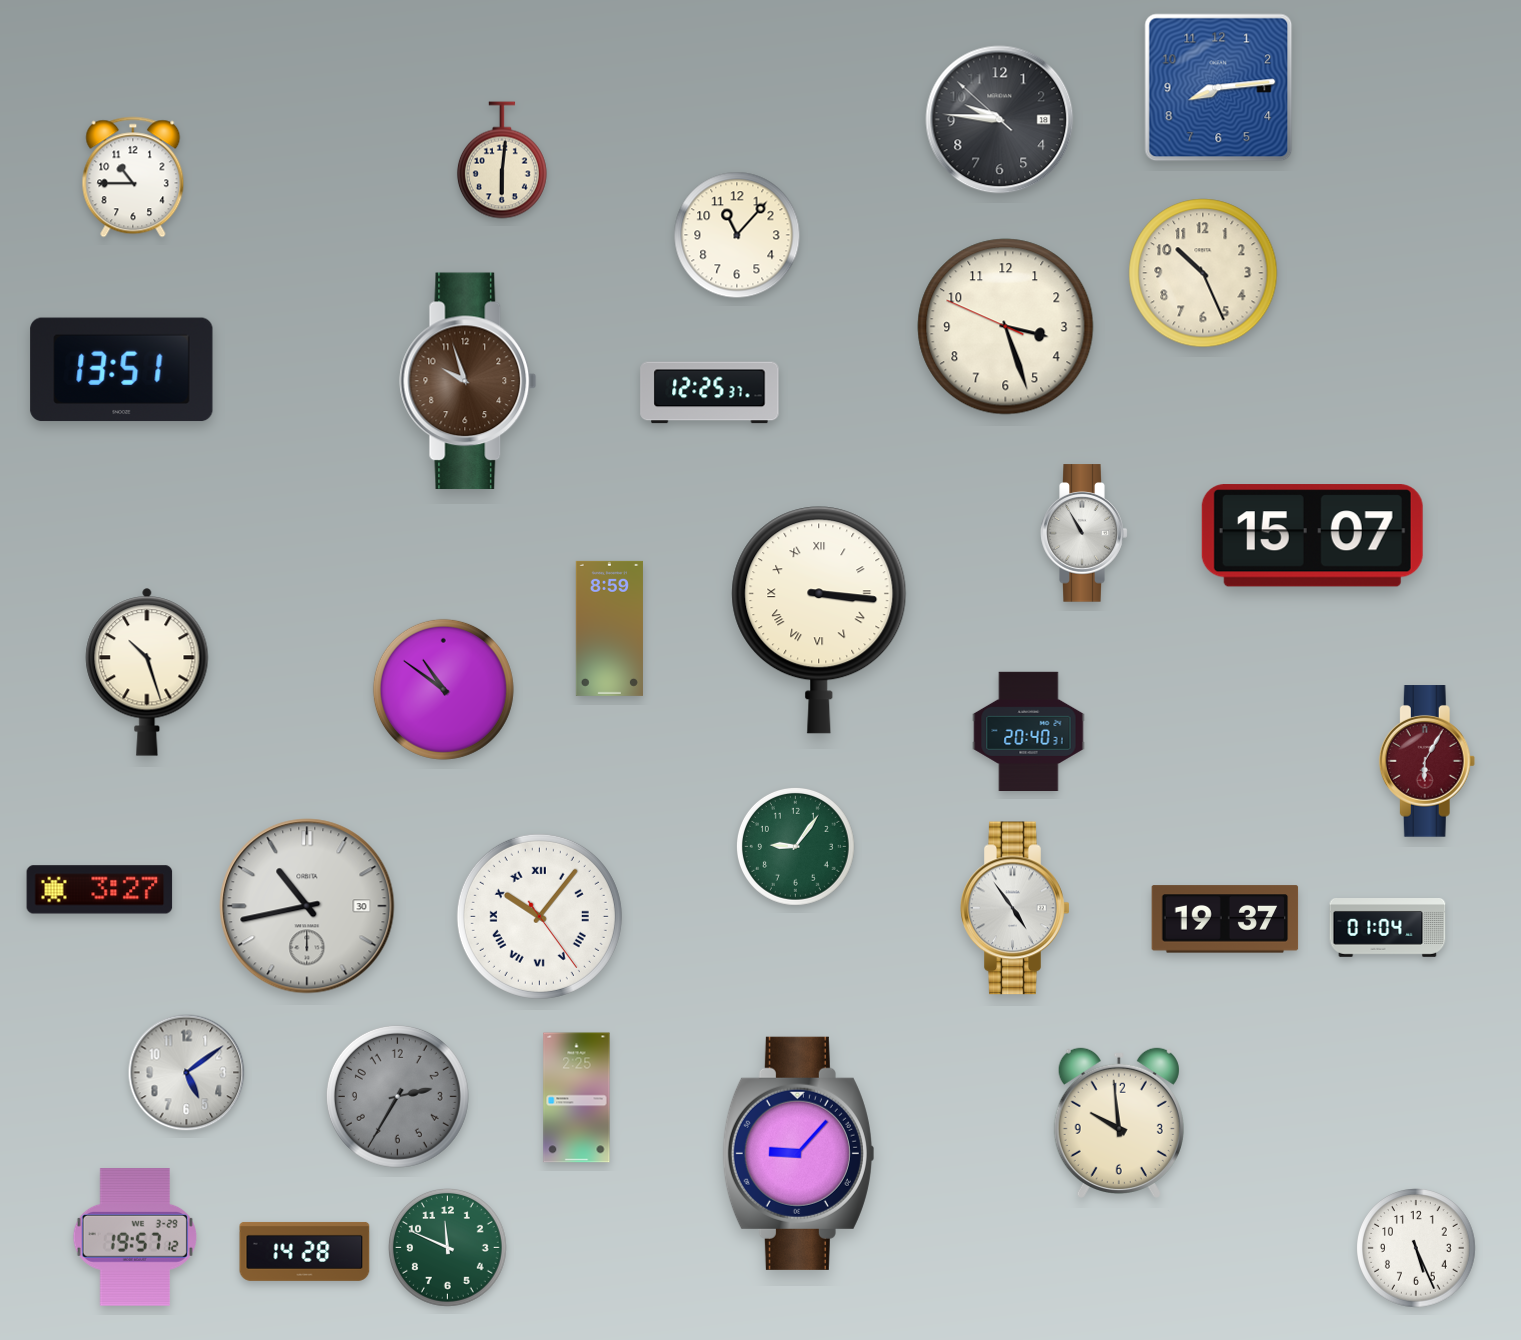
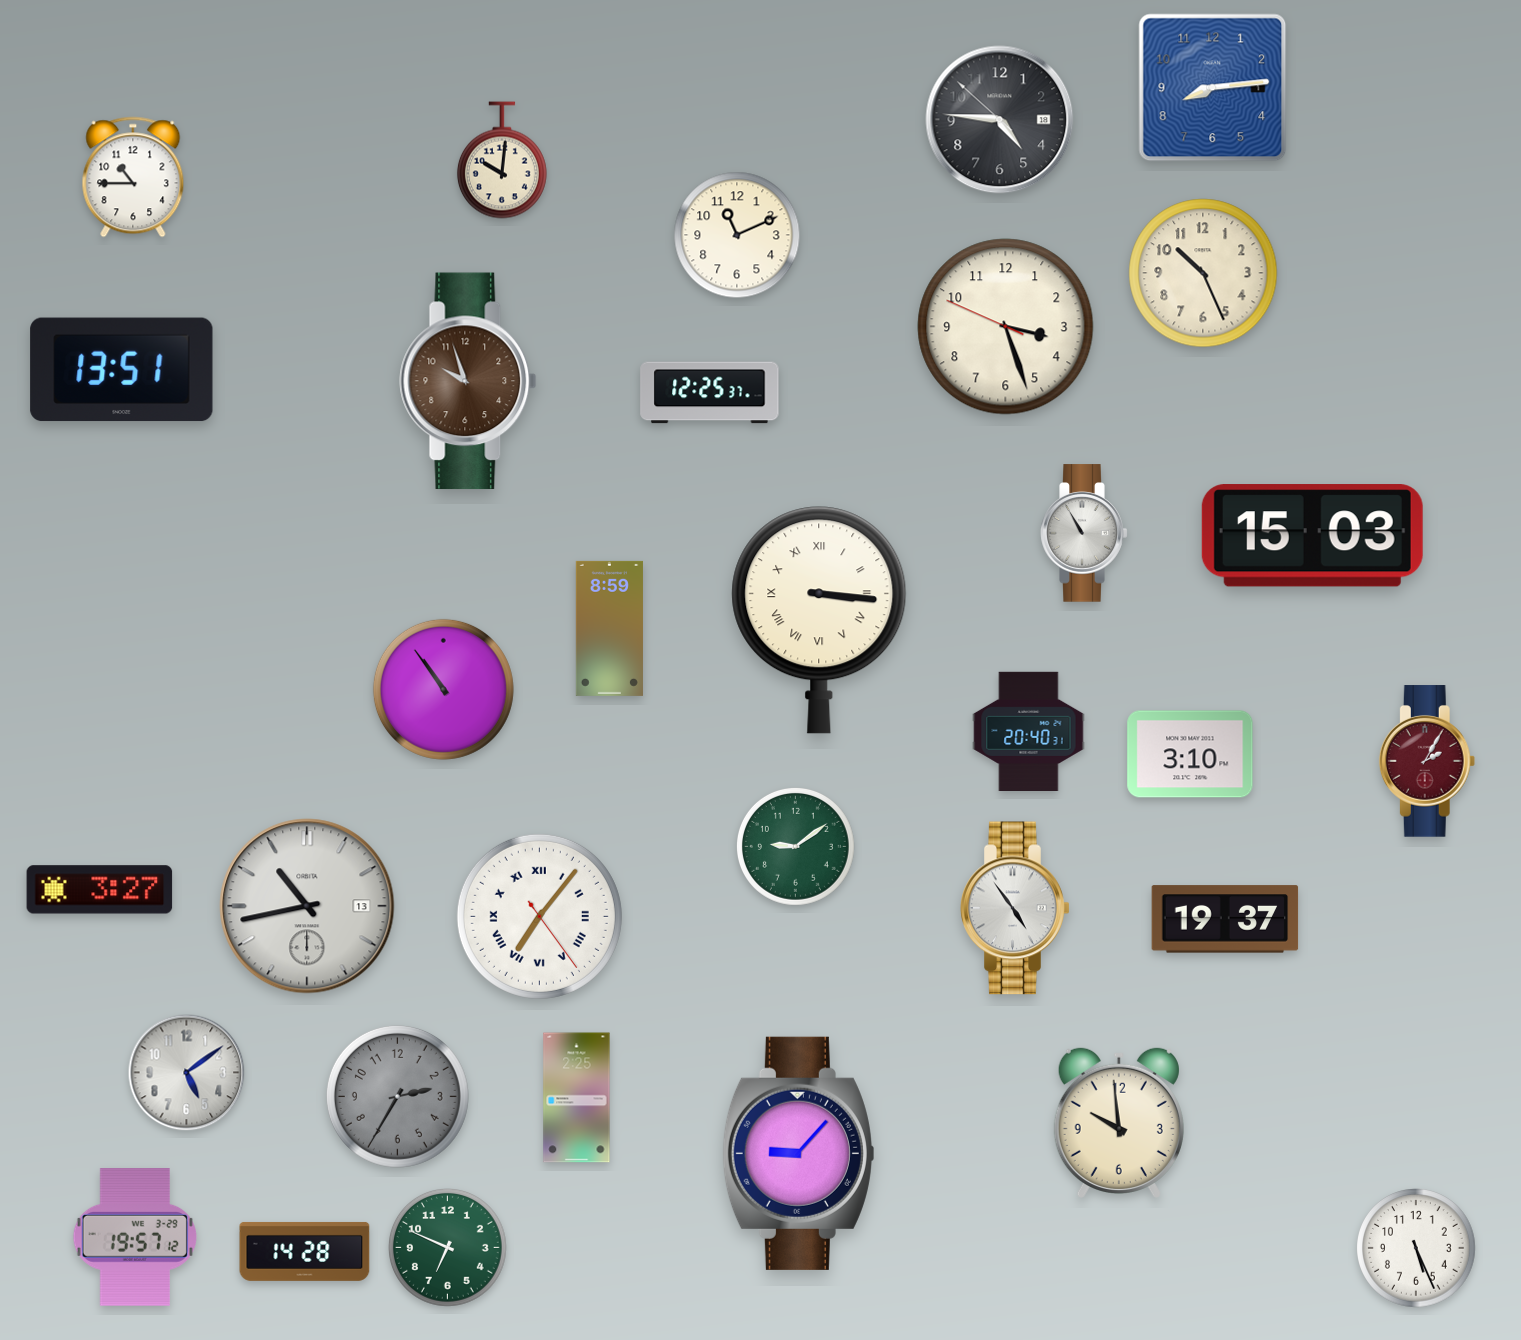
clock at (1219, 88) position: (1219, 88) -> (1213, 88)
clock at (1000, 120): 9:45 -> 4:45
clock at (502, 160): 6:01 -> 10:01
clock at (737, 235): 11:07 -> 11:11
clock at (1312, 536): 15:07 -> 15:03
clock at (147, 672): 10:27 -> none
clock at (443, 689): 10:51 -> 10:54
clock at (1190, 754): none -> 3:10
clock at (1427, 761): 6:05 -> 2:05
clock at (796, 847): 9:06 -> 9:09
clock at (307, 906) date: 30 -> 13
clock at (539, 916): 10:06 -> 7:06
clock at (1388, 928): 01:04 -> none
clock at (448, 1248): 11:49 -> 6:49
